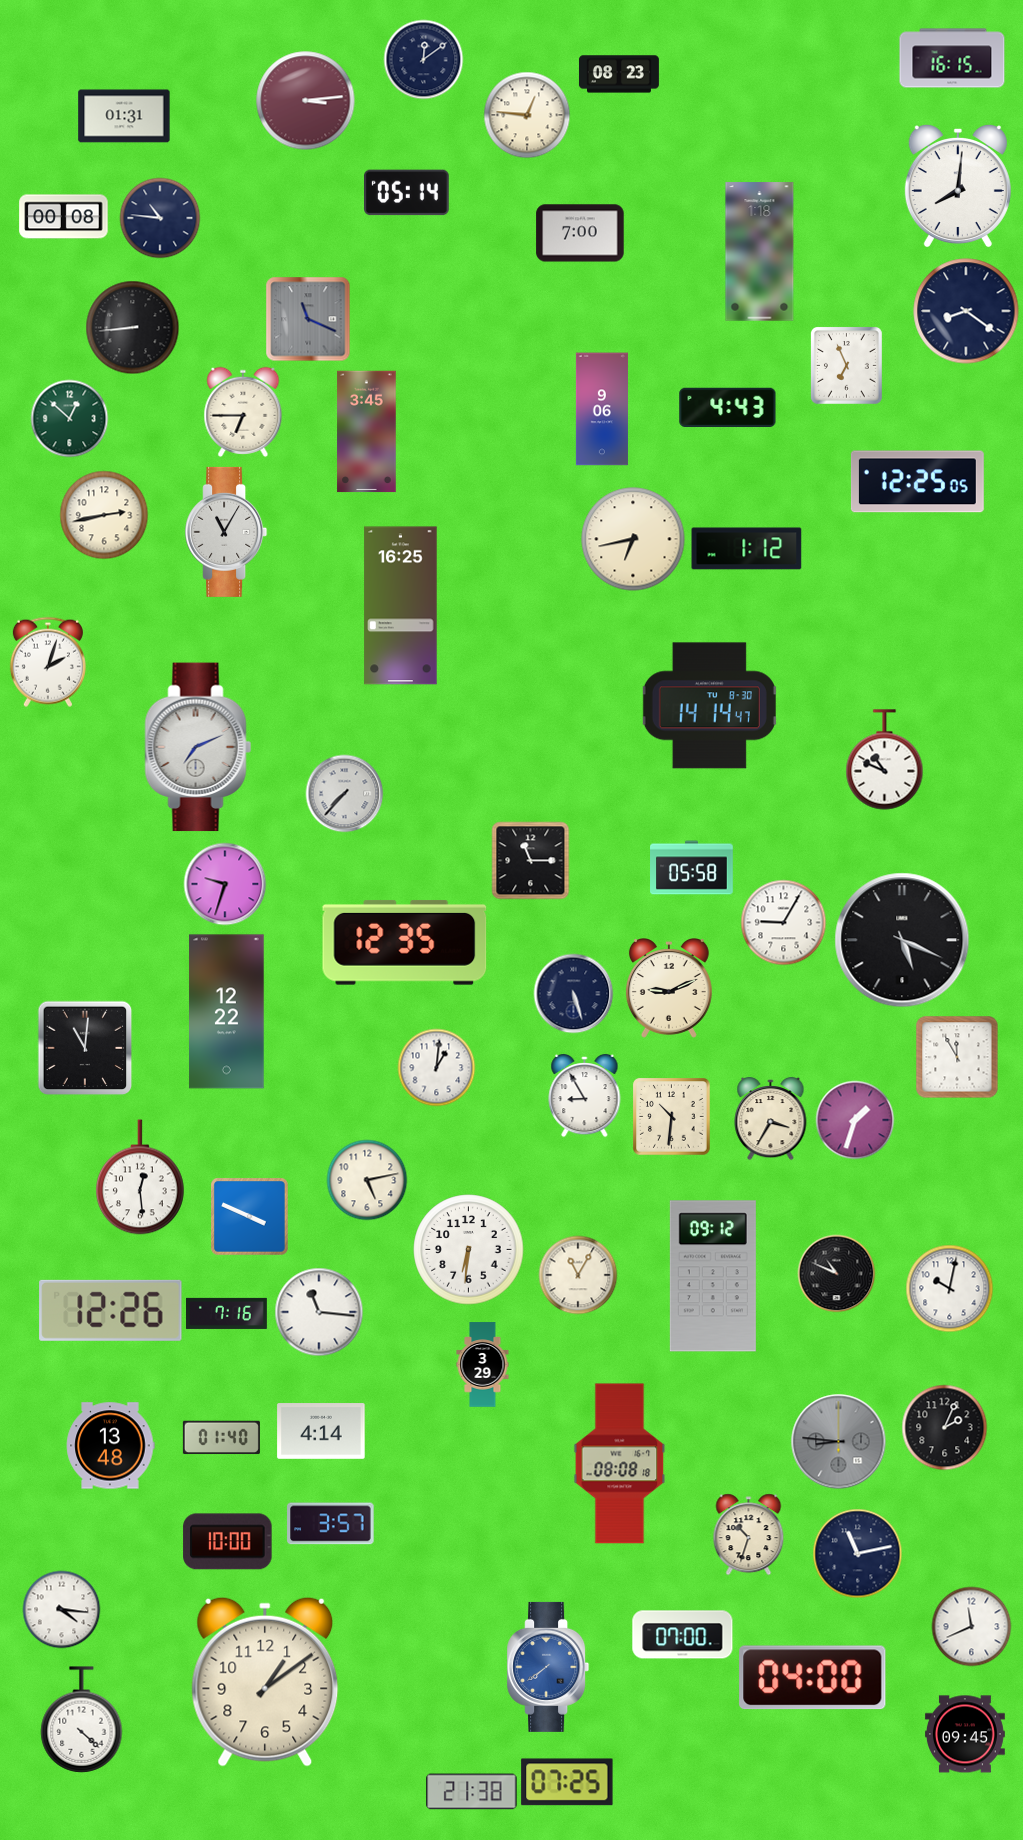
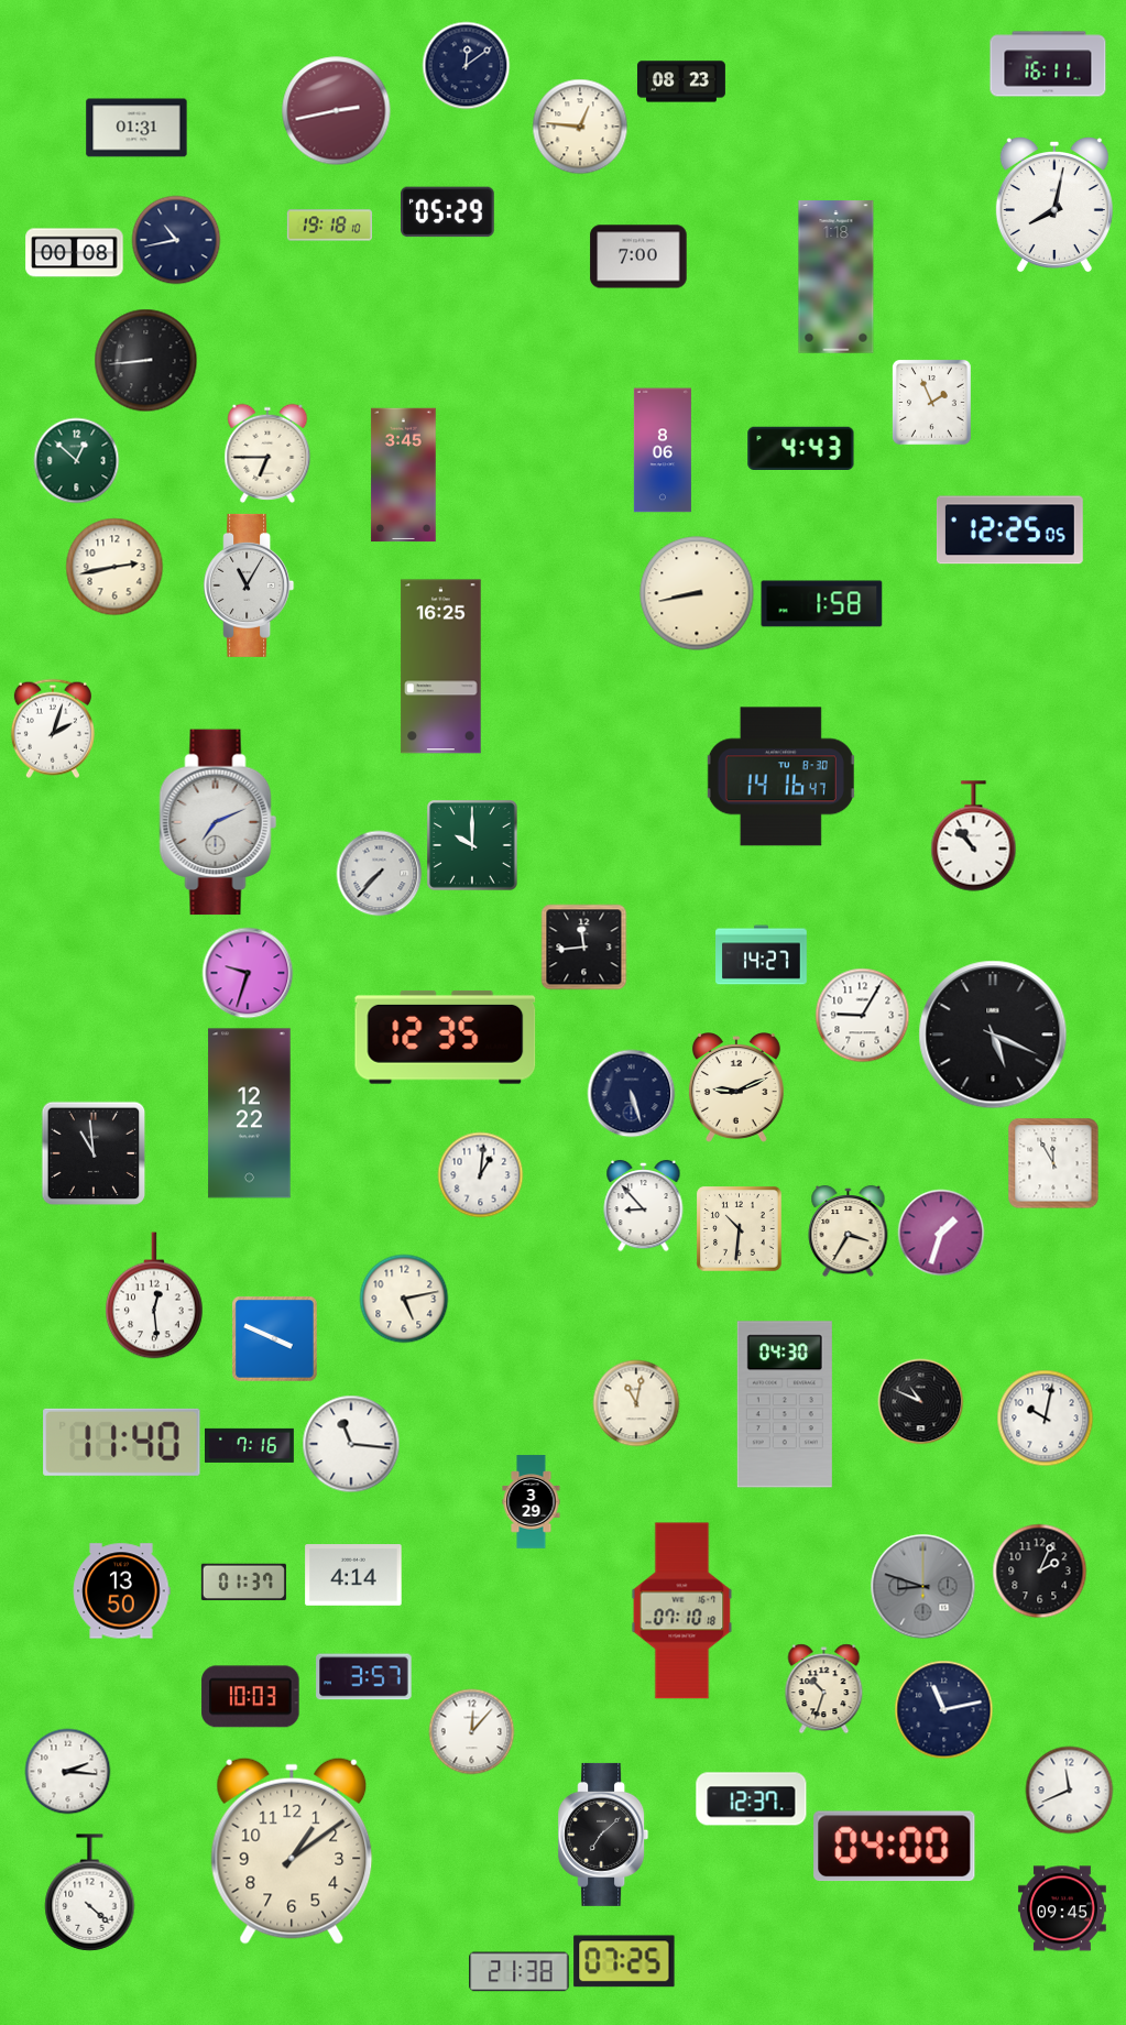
clock at (952, 58): 16:15 -> 16:11
clock at (306, 101): 3:14 -> 2:43
clock at (958, 186): 8:01 -> 8:02
clock at (407, 193): 05:14 -> 05:29
clock at (329, 226): none -> 19:18
clock at (64, 217) position: (64, 217) -> (75, 253)
clock at (160, 218): 10:46 -> 10:43
clock at (966, 311): 8:21 -> none
clock at (308, 319): 11:19 -> none
clock at (847, 366): 6:56 -> 1:56
clock at (602, 409): 9:06 -> 8:06
clock at (633, 539): 6:43 -> 8:43
clock at (747, 549): 1:12 -> 1:58
clock at (709, 706): 14:14 -> 14:16
clock at (885, 760): 10:49 -> 10:53
clock at (472, 845): none -> 10:00
clock at (530, 860): 11:15 -> 11:44
clock at (692, 868): 05:58 -> 14:27
clock at (85, 1048): 11:01 -> 10:59
clock at (585, 1095): 8:55 -> 8:53
clock at (469, 1250): 6:31 -> none
clock at (578, 1275): 11:05 -> 11:02
clock at (713, 1276): 09:12 -> 04:30
clock at (111, 1310): 12:26 -> 11:40
clock at (221, 1438): 01:40 -> 01:37
clock at (838, 1441): 8:46 -> 8:48
clock at (110, 1446): 13:48 -> 13:50
clock at (620, 1464): 08:08 -> 07:10
clock at (228, 1542): 10:00 -> 10:03
clock at (471, 1731): none -> 12:07
clock at (61, 1609): 4:16 -> 2:16
clock at (683, 1635): 07:00 -> 12:37
clock at (548, 1667): 7:39 -> 7:08
clock at (548, 1667) dial: blue -> black
